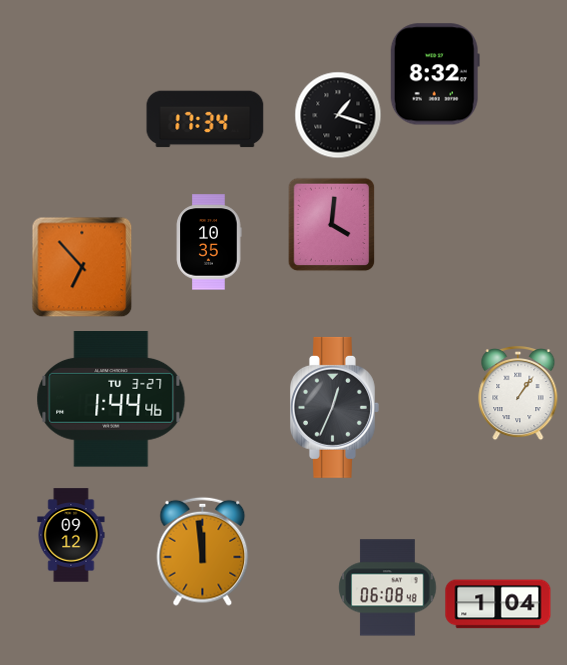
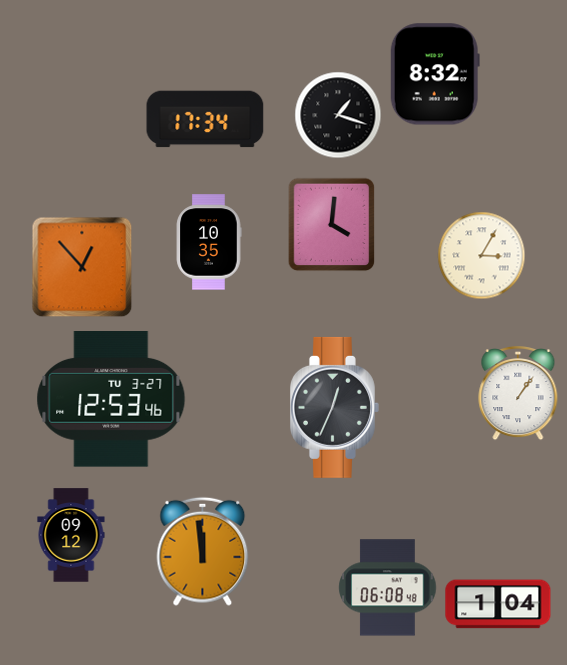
clock at (481, 255): none -> 3:05
clock at (82, 267): 6:53 -> 12:53
clock at (111, 400): 1:44 -> 12:53
